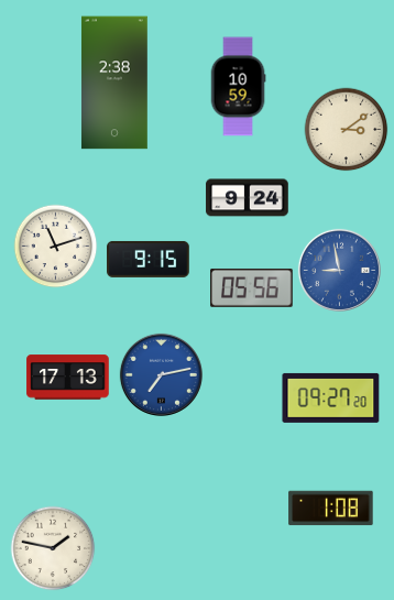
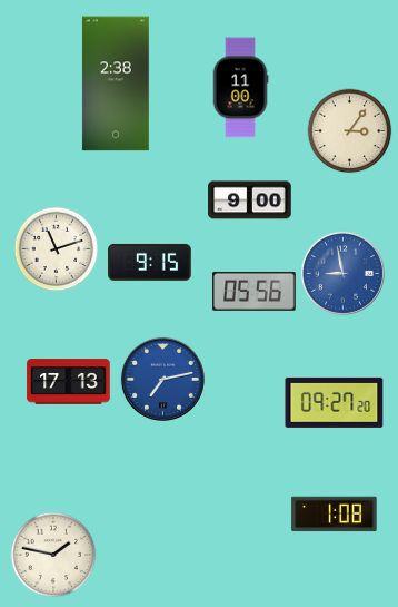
clock at (238, 87): 10:59 -> 11:00
clock at (347, 130): 3:09 -> 3:06
clock at (248, 198): 9:24 -> 9:00
